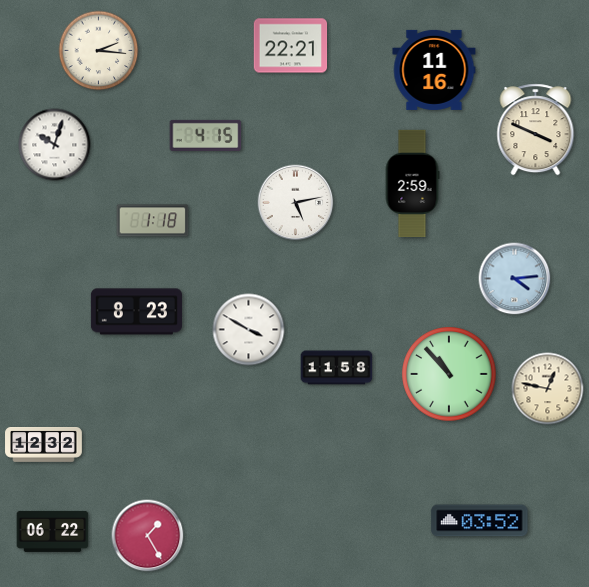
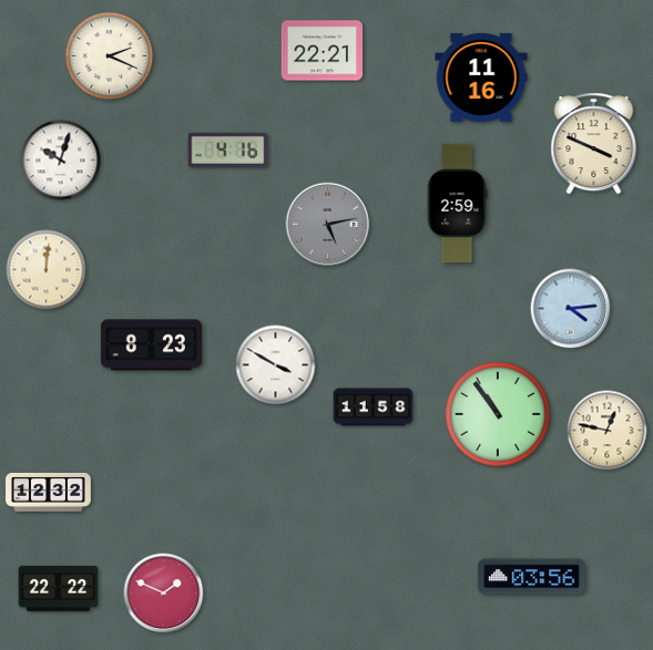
clock at (99, 51): 2:16 -> 2:19
clock at (206, 135): 4:15 -> 4:16
clock at (296, 203) dial: white -> grey
clock at (153, 221): 1:18 -> none
clock at (47, 270): none -> 12:01
clock at (449, 374): 10:53 -> 10:54
clock at (480, 521): 03:52 -> 03:56
clock at (53, 531): 06:22 -> 22:22
clock at (148, 536): 1:25 -> 1:49
